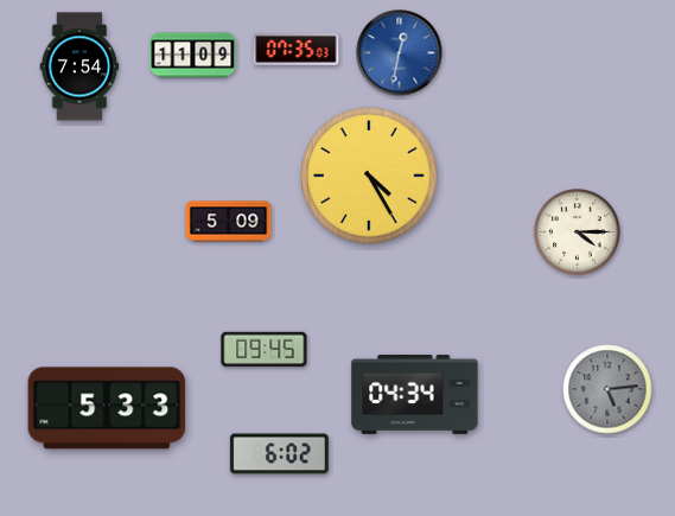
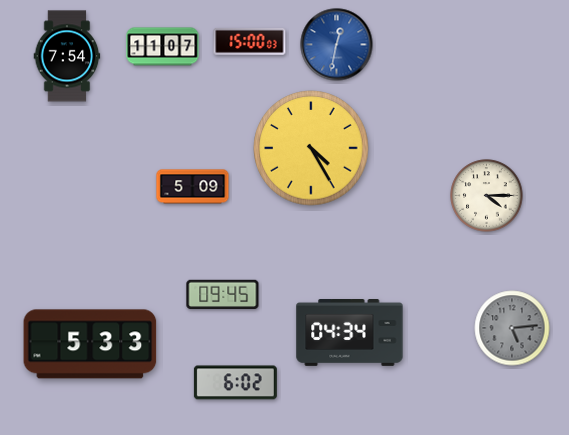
clock at (297, 49): 07:35 -> 15:00
clock at (193, 56): 11:09 -> 11:07
